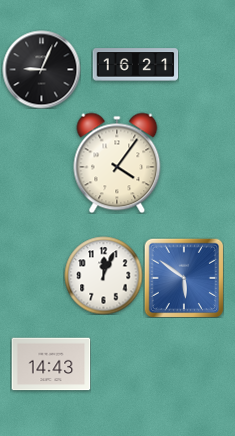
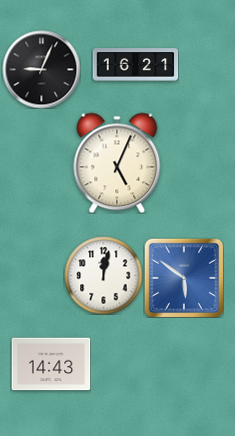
clock at (117, 163): 4:06 -> 5:04
clock at (103, 275): 12:04 -> 12:02
